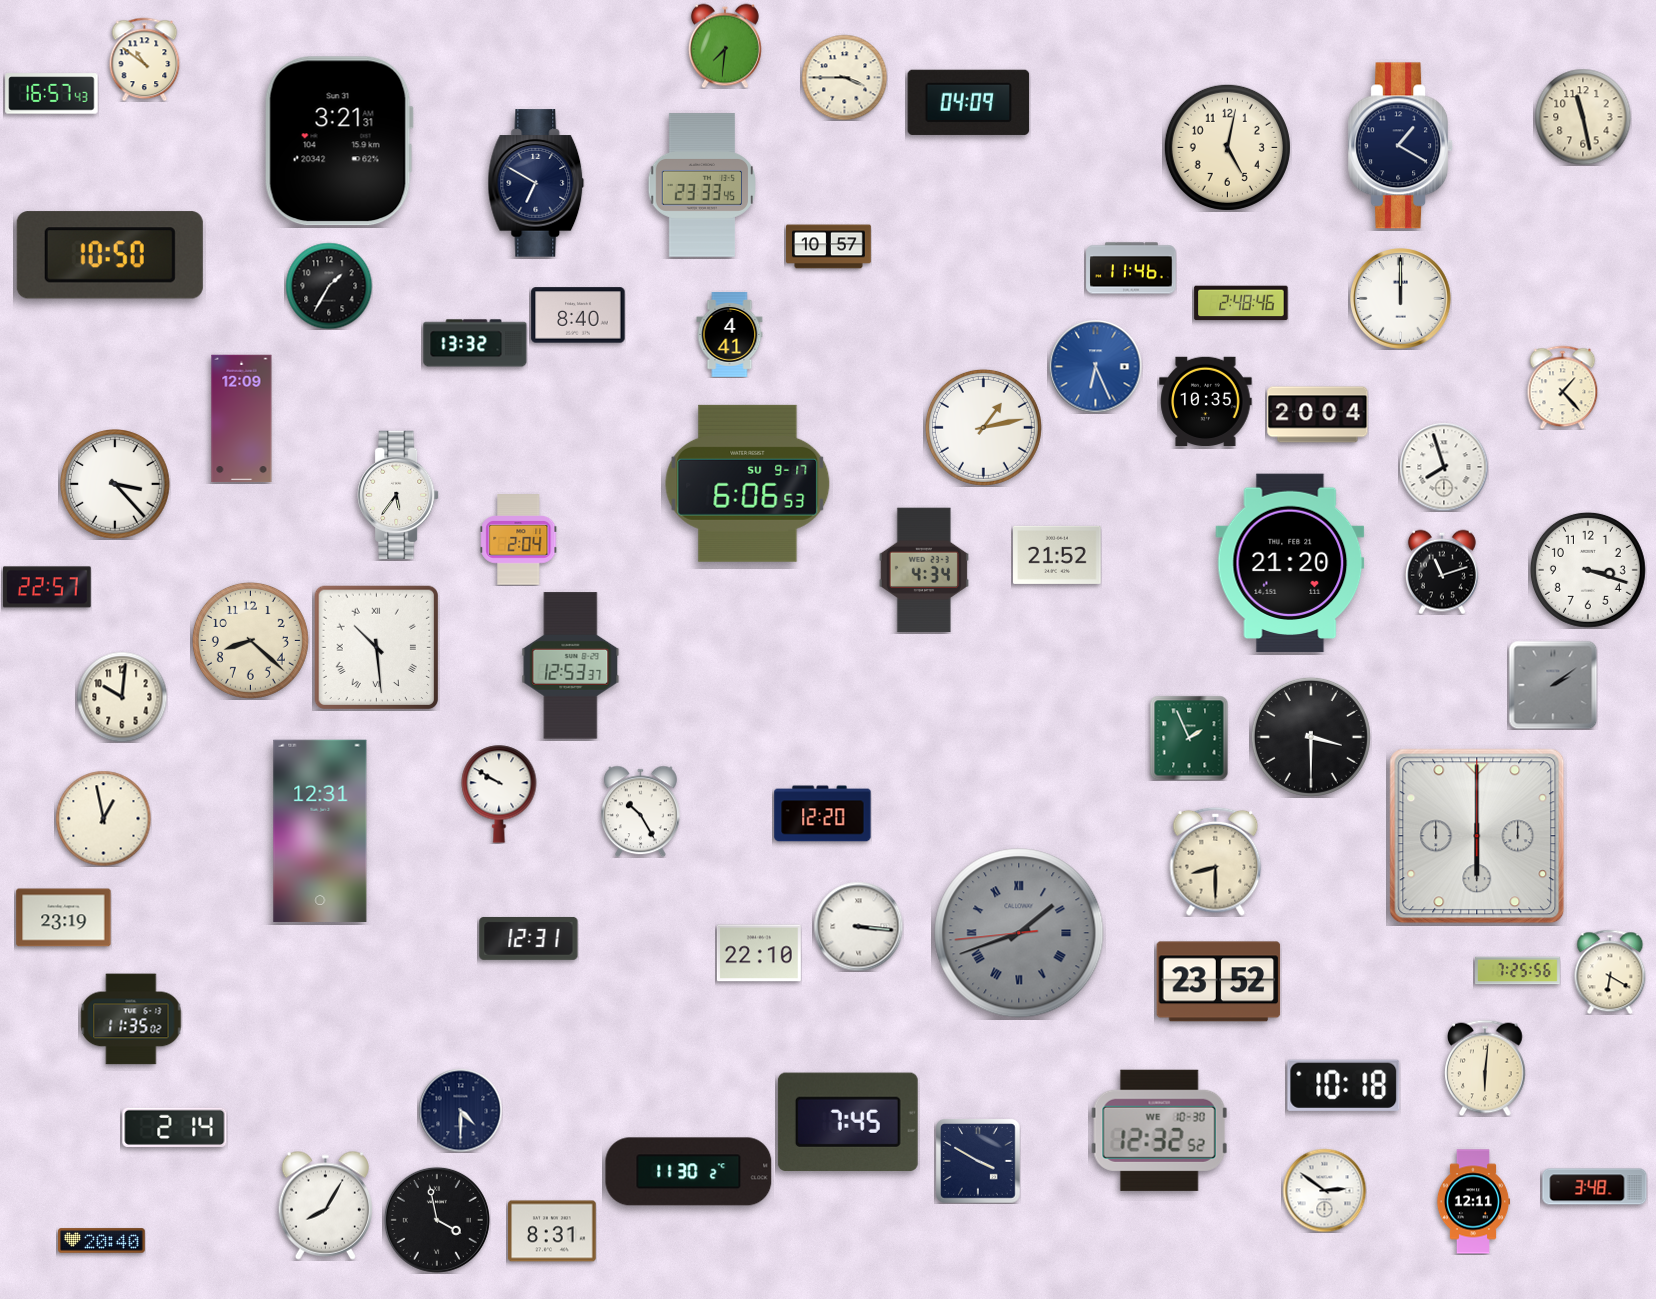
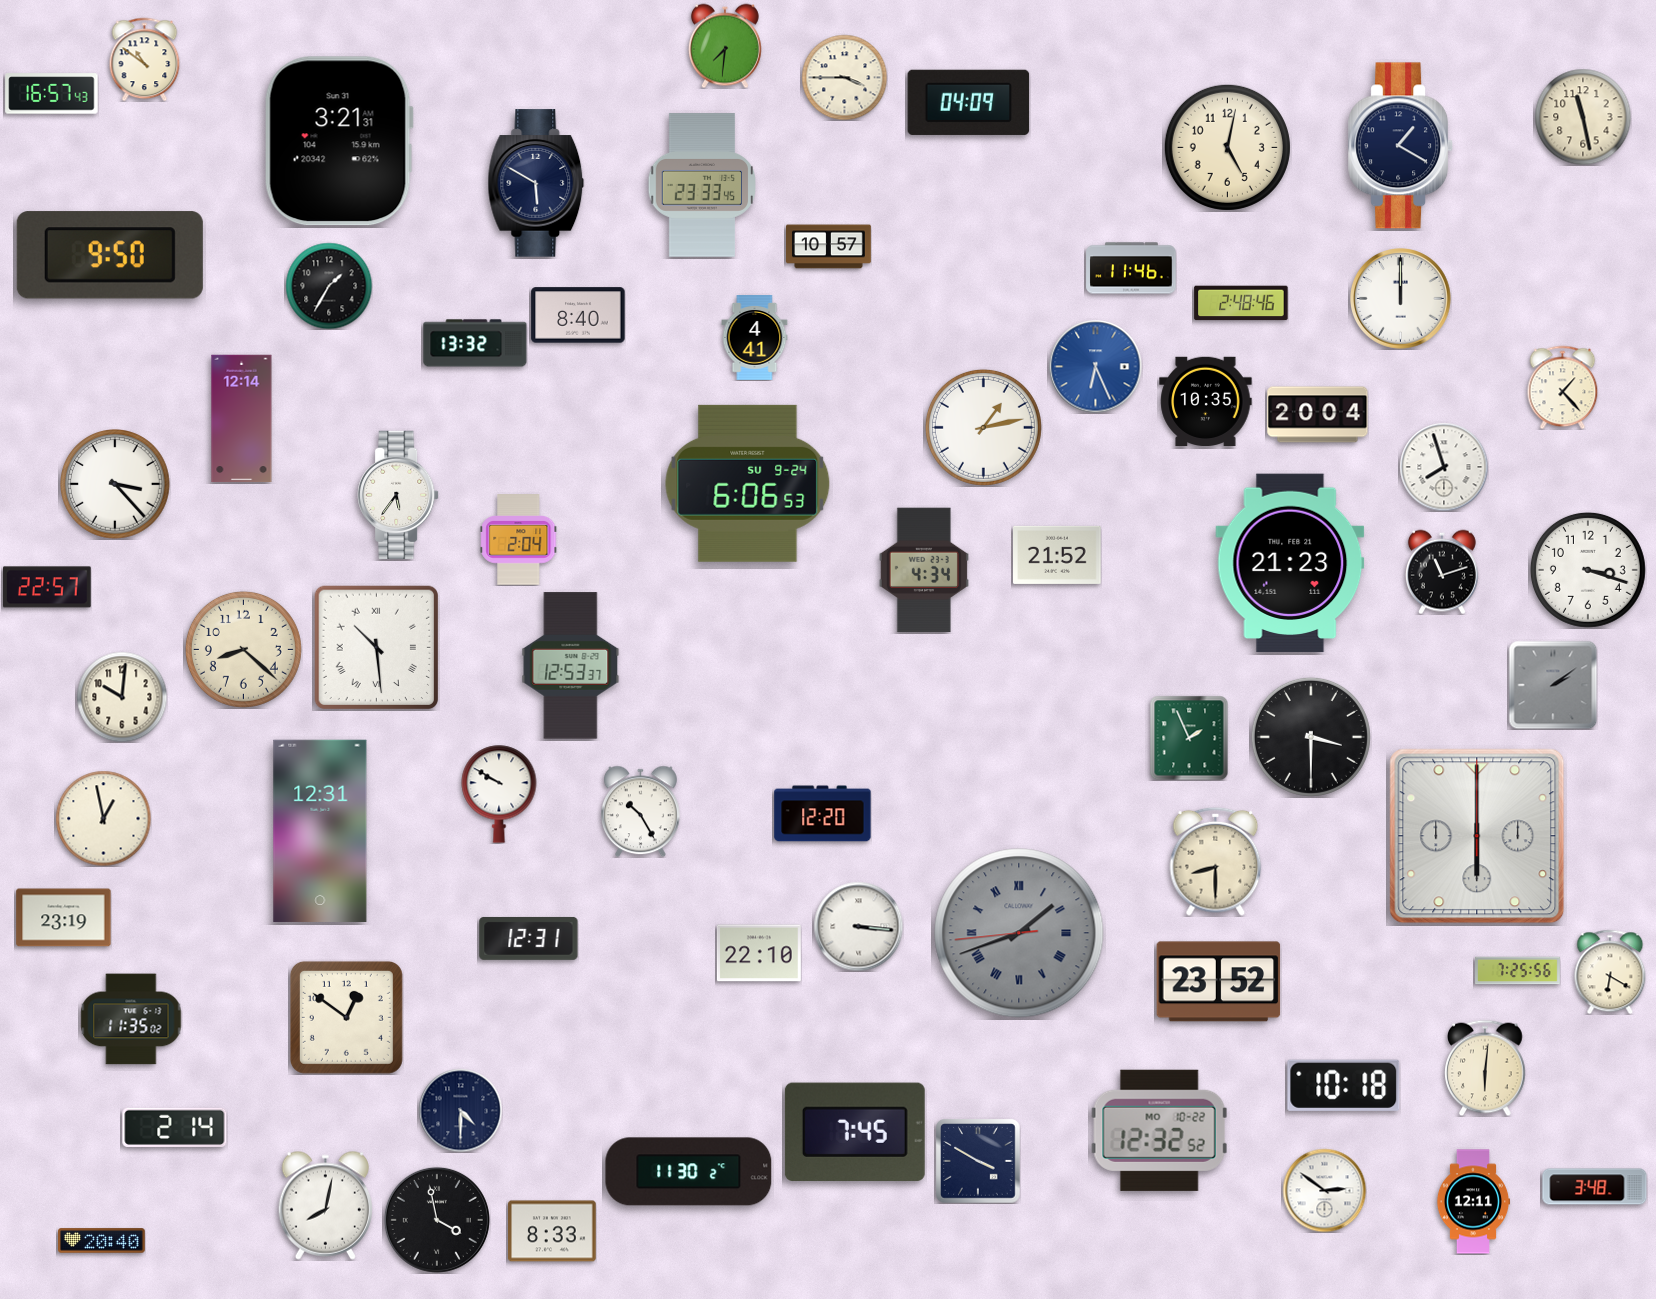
clock at (536, 183): 6:50 -> 5:50
clock at (110, 255): 10:50 -> 9:50
clock at (730, 335) position: (730, 335) -> (755, 338)
clock at (242, 419): 12:09 -> 12:14
clock at (748, 483) date: SU 9-17 -> SU 9-24
clock at (1290, 563): 21:20 -> 21:23
clock at (250, 640) position: (250, 640) -> (243, 649)
clock at (346, 1017): none -> 12:51
clock at (848, 1122) position: (848, 1122) -> (855, 1132)
clock at (1159, 1130) date: WE 10-30 -> MO 10-22
clock at (325, 1205): 8:05 -> 8:02
clock at (552, 1231): 8:31 -> 8:33
